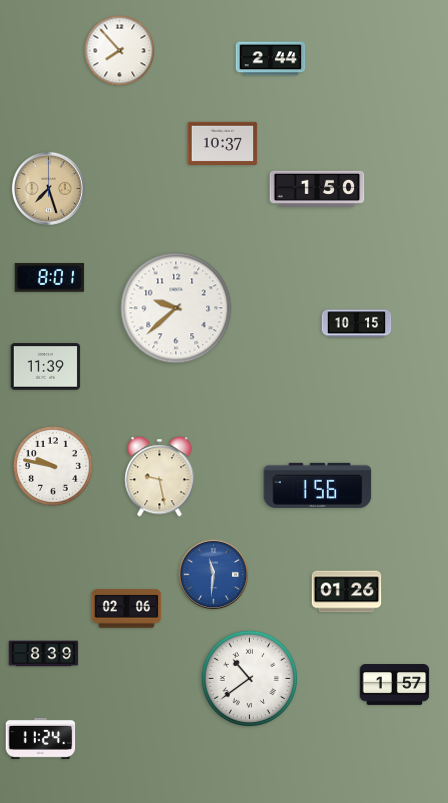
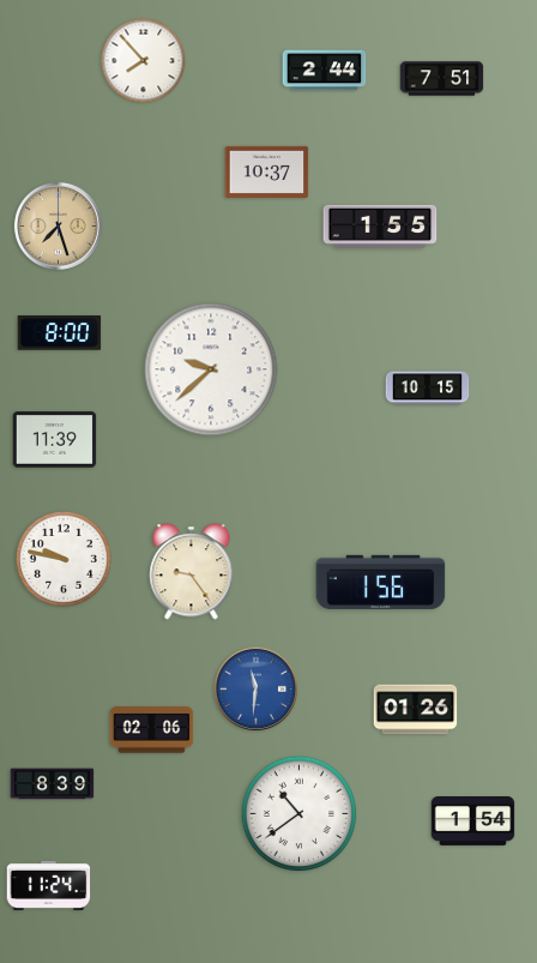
clock at (442, 79): none -> 7:51
clock at (317, 188): 1:50 -> 1:55
clock at (50, 278): 8:01 -> 8:00
clock at (160, 477): 9:28 -> 9:24
clock at (395, 685): 1:57 -> 1:54
